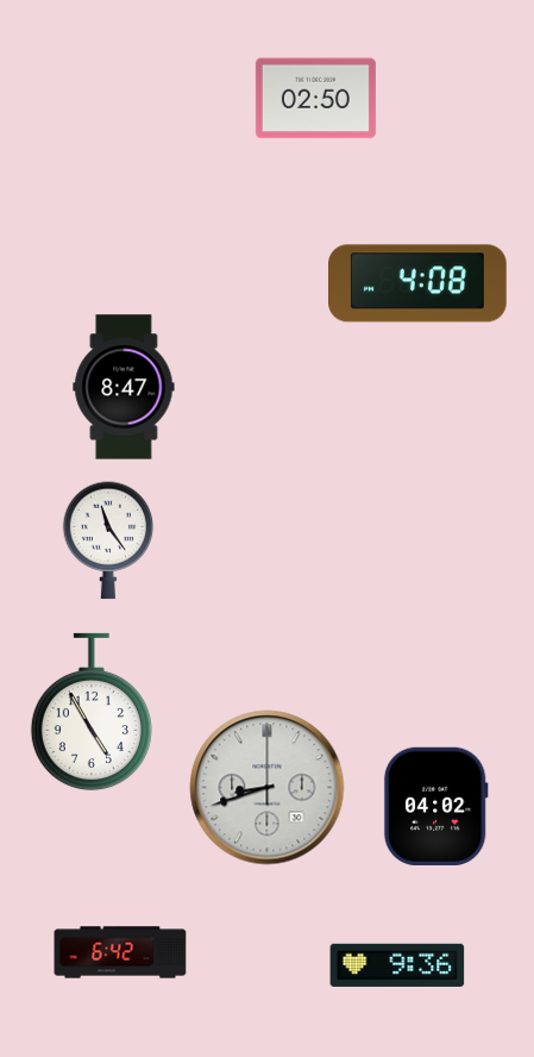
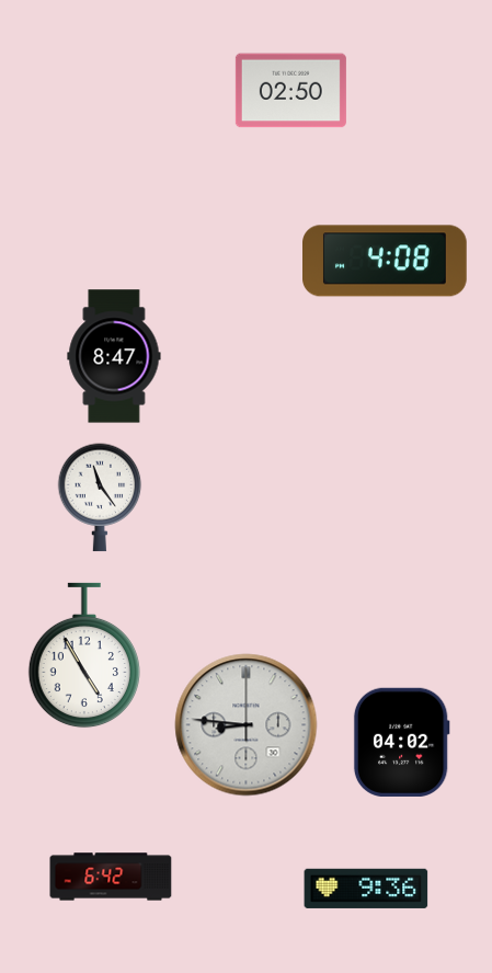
clock at (268, 788): 8:42 -> 8:46
